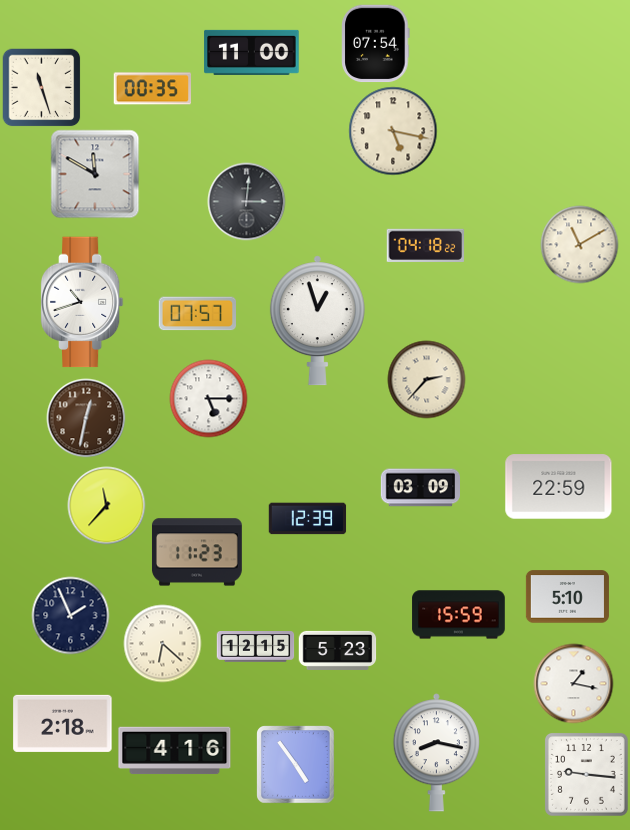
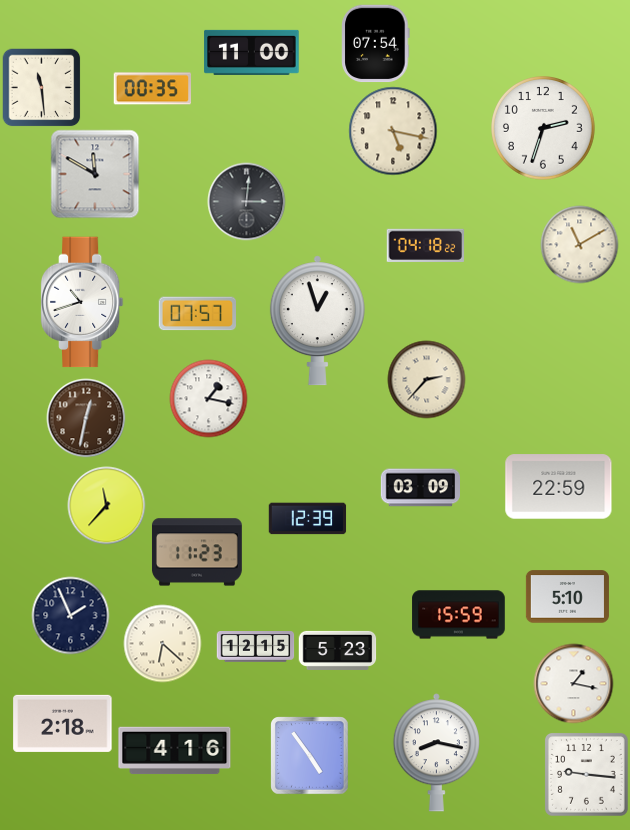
clock at (41, 87): 11:27 -> 11:29
clock at (544, 129): none -> 2:33
clock at (208, 398): 5:15 -> 1:17
clock at (295, 764) position: (295, 764) -> (309, 755)
